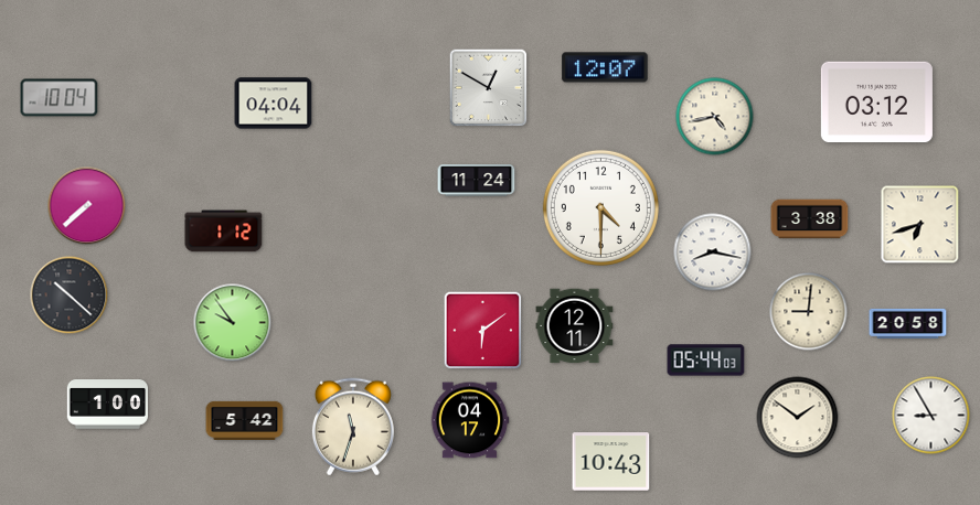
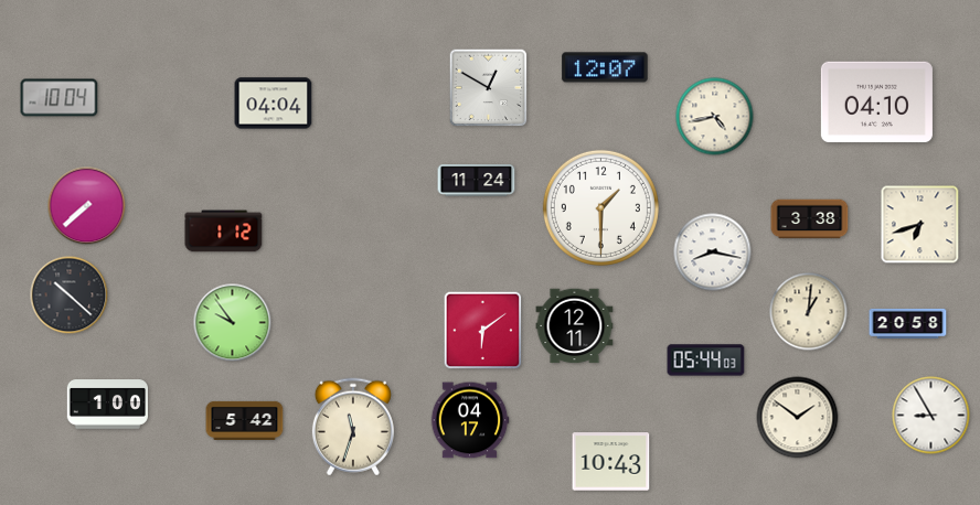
clock at (876, 103): 03:12 -> 04:10
clock at (600, 207): 4:30 -> 1:30
clock at (809, 312): 9:01 -> 1:01
